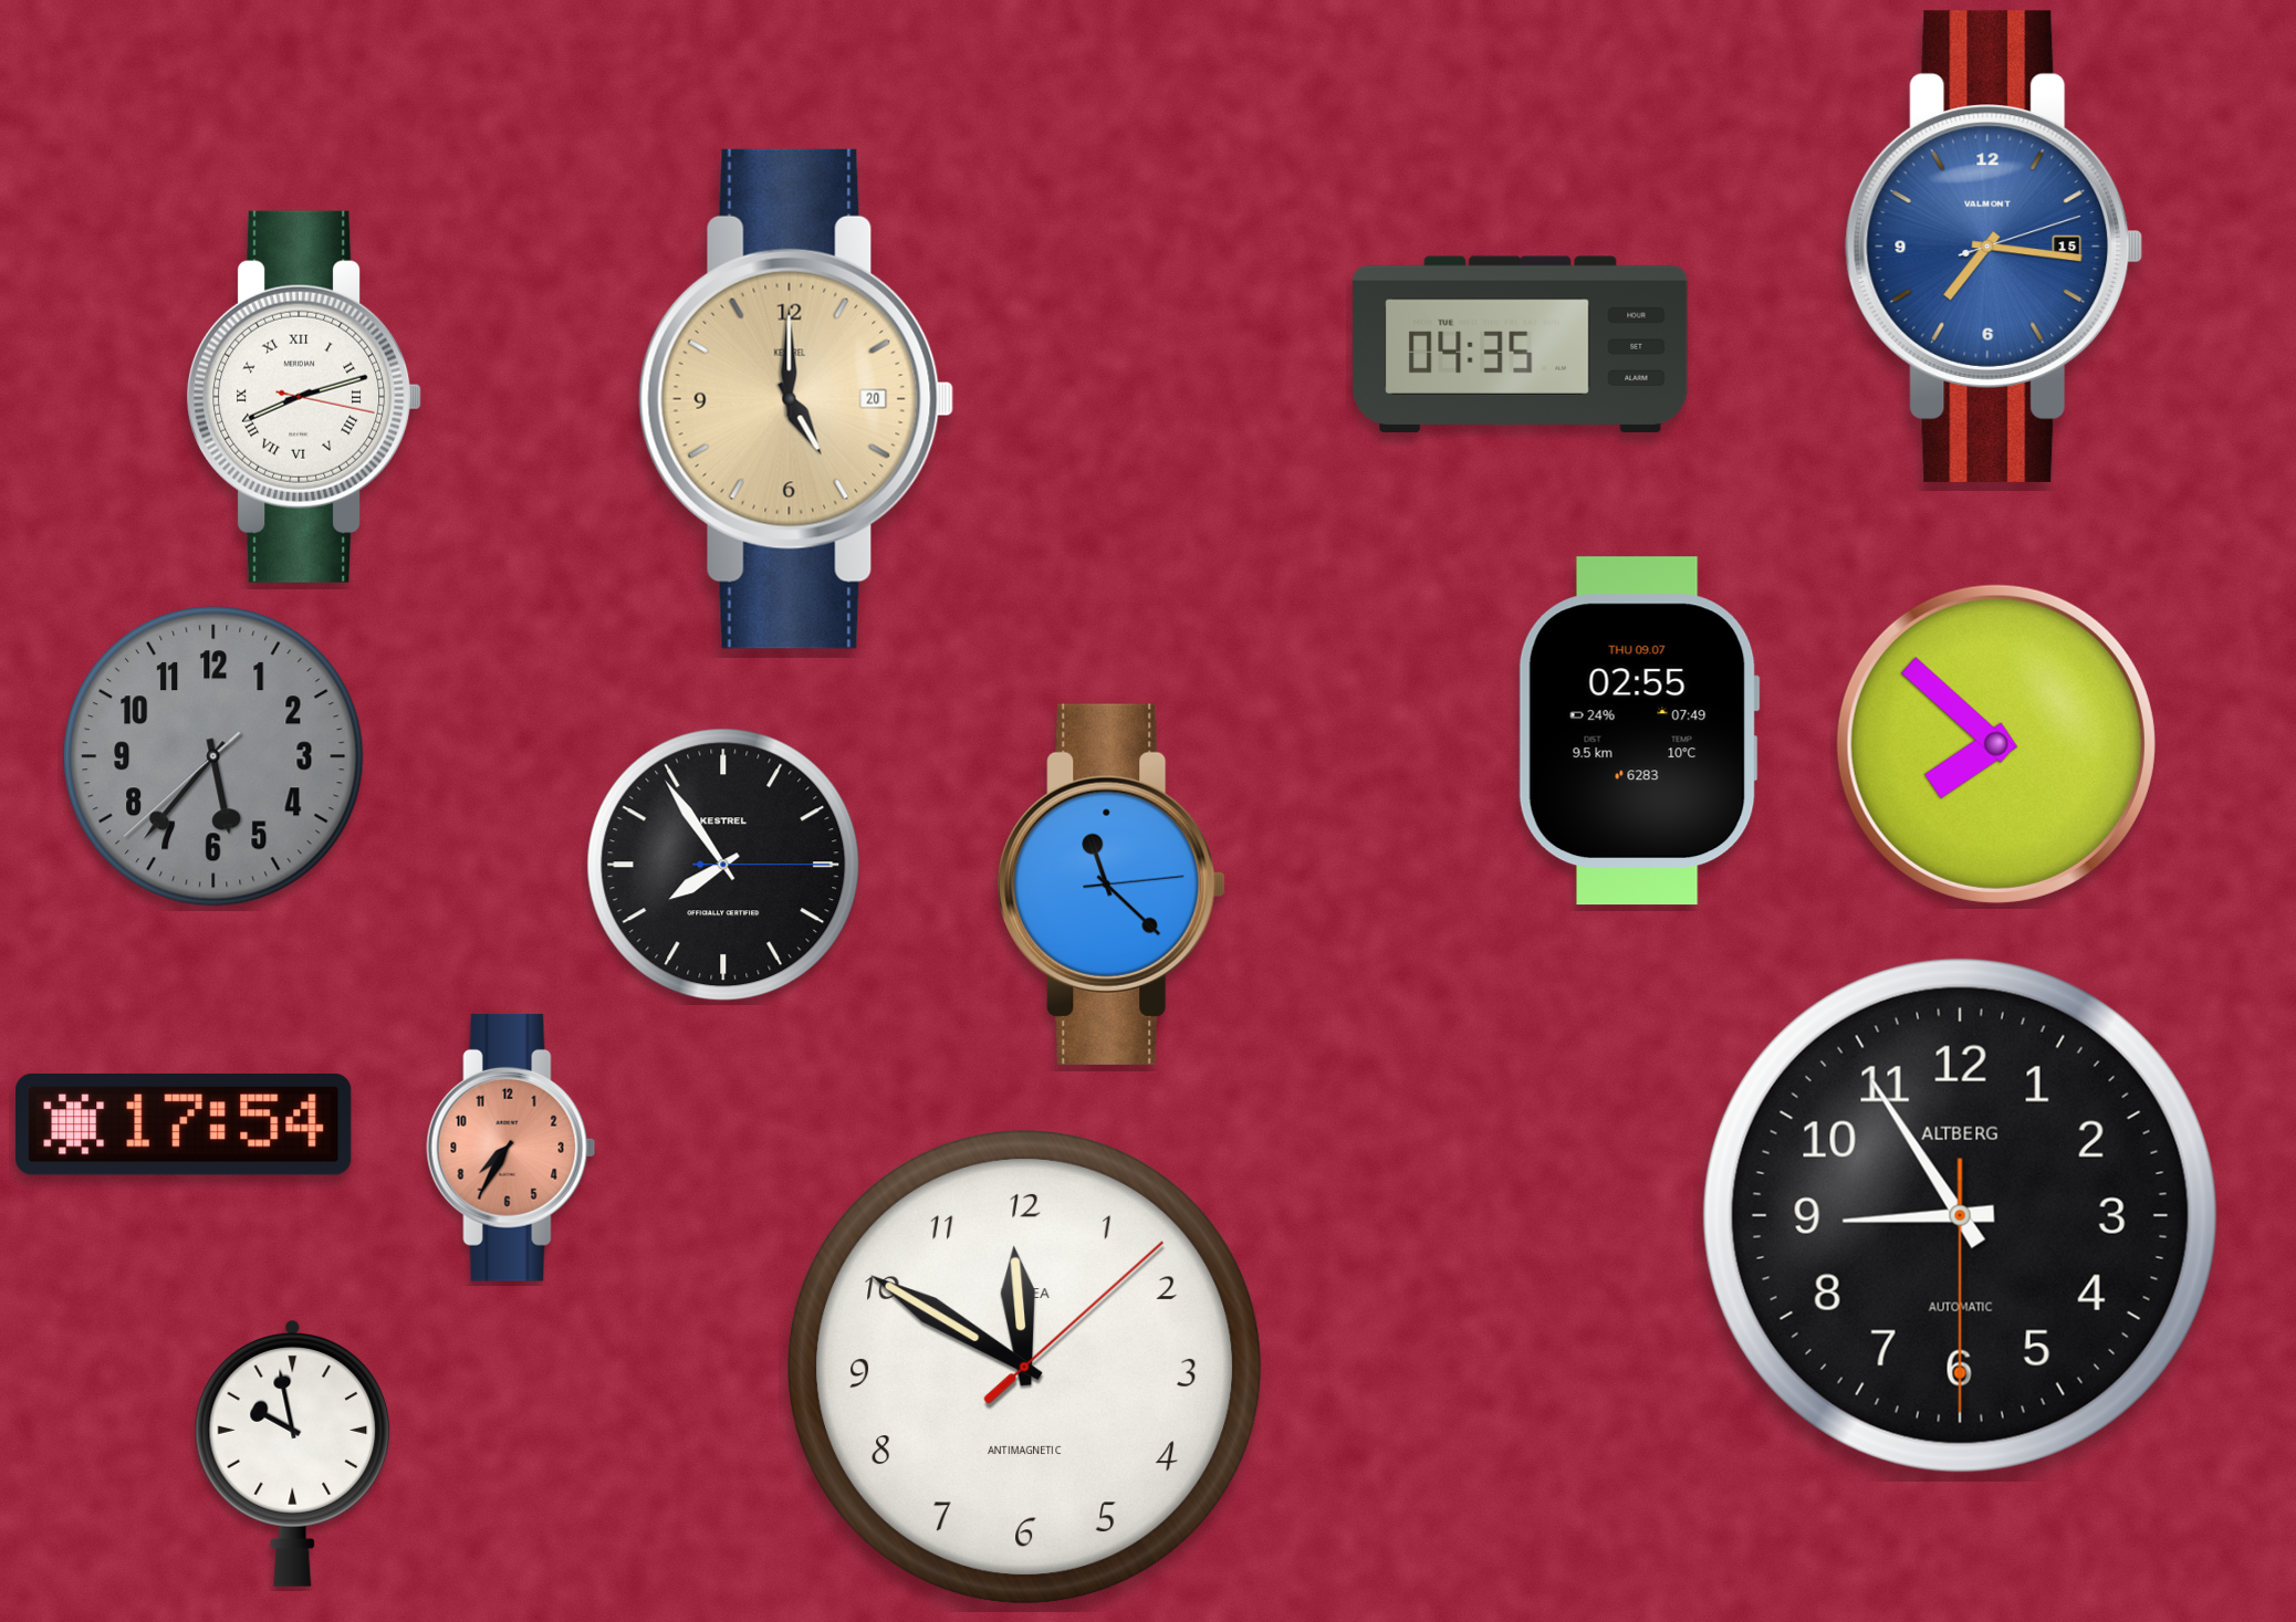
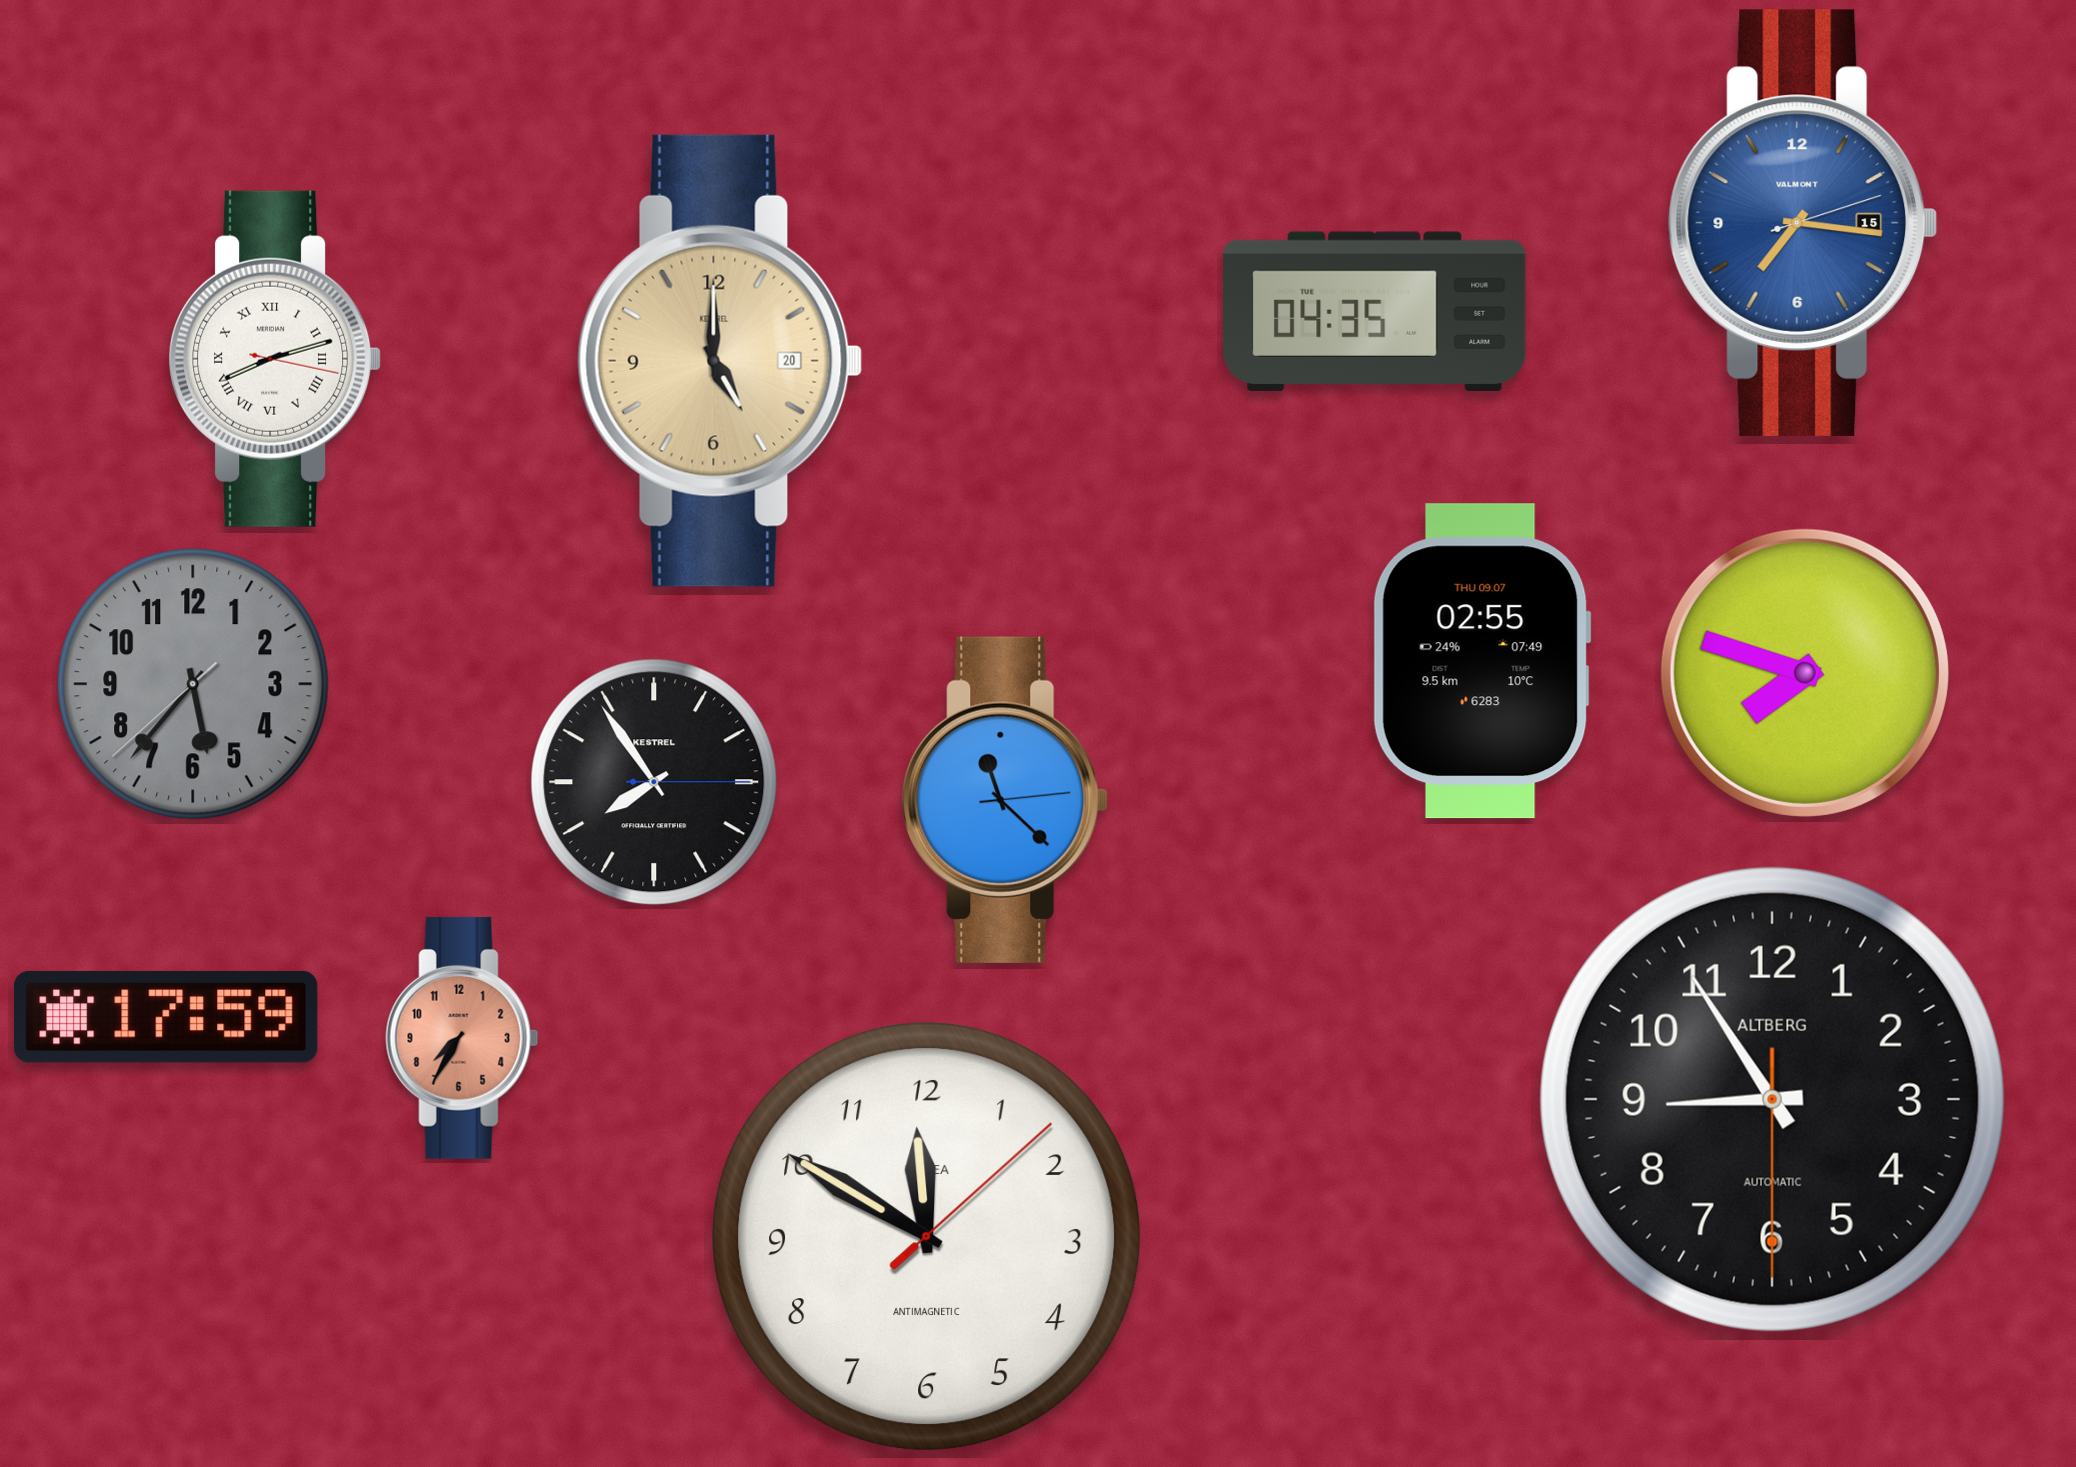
clock at (1996, 744): 7:52 -> 7:48
clock at (184, 1124): 17:54 -> 17:59
clock at (293, 1453): 9:58 -> none
